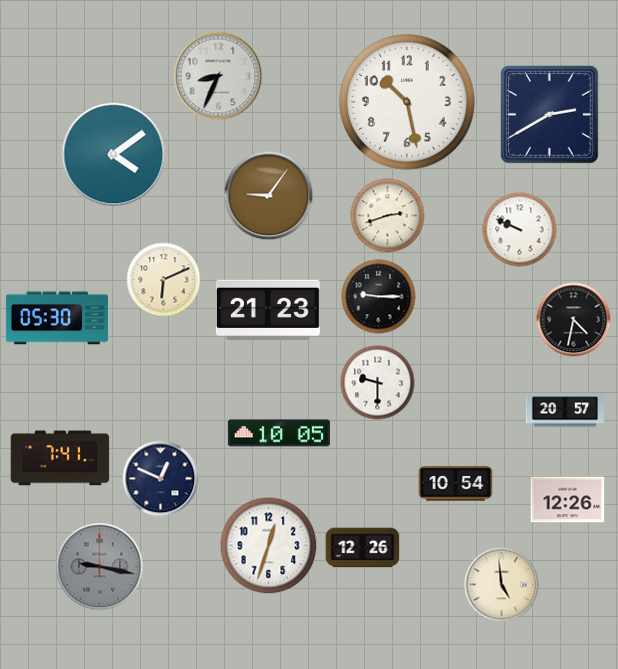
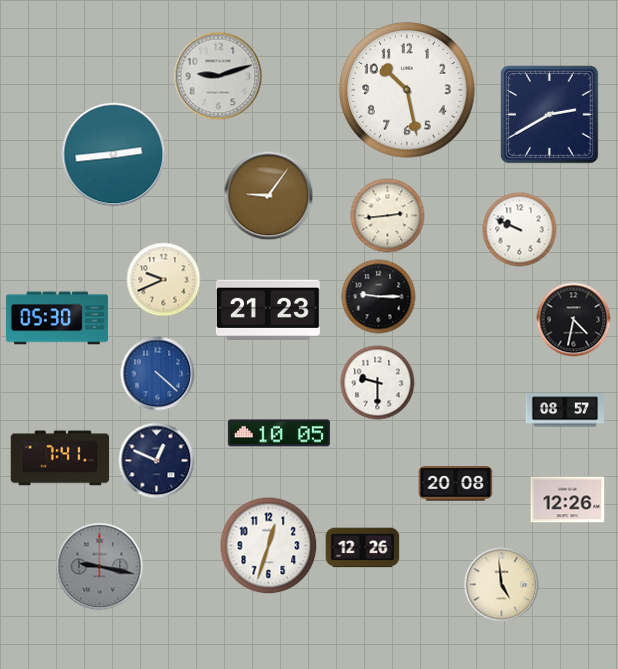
clock at (218, 76): 8:34 -> 9:12
clock at (407, 102) position: (407, 102) -> (407, 90)
clock at (114, 155): 4:09 -> 2:44
clock at (388, 216): 2:42 -> 2:44
clock at (164, 280): 6:11 -> 9:41
clock at (158, 374): none -> 4:22
clock at (564, 410): 20:57 -> 08:57
clock at (161, 479) position: (161, 479) -> (157, 461)
clock at (456, 484): 10:54 -> 20:08
